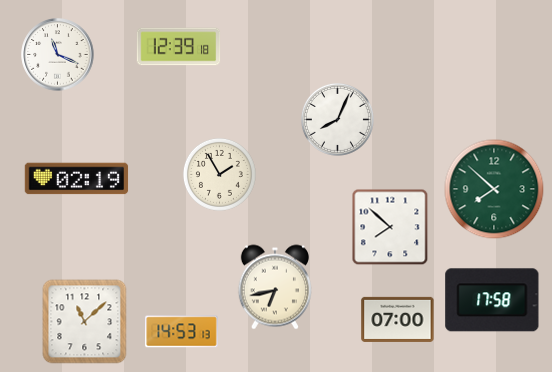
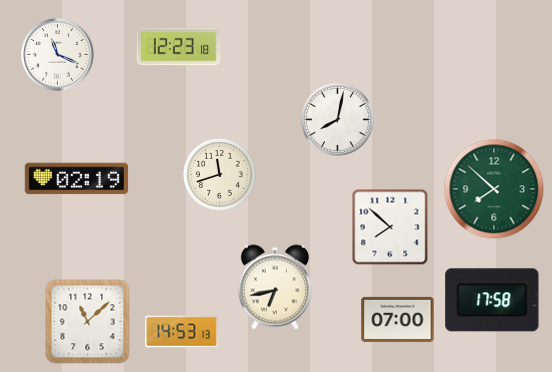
clock at (179, 47): 12:39 -> 12:23
clock at (337, 119): 8:04 -> 8:02
clock at (219, 174): 1:55 -> 11:42
clock at (85, 322) position: (85, 322) -> (88, 322)
